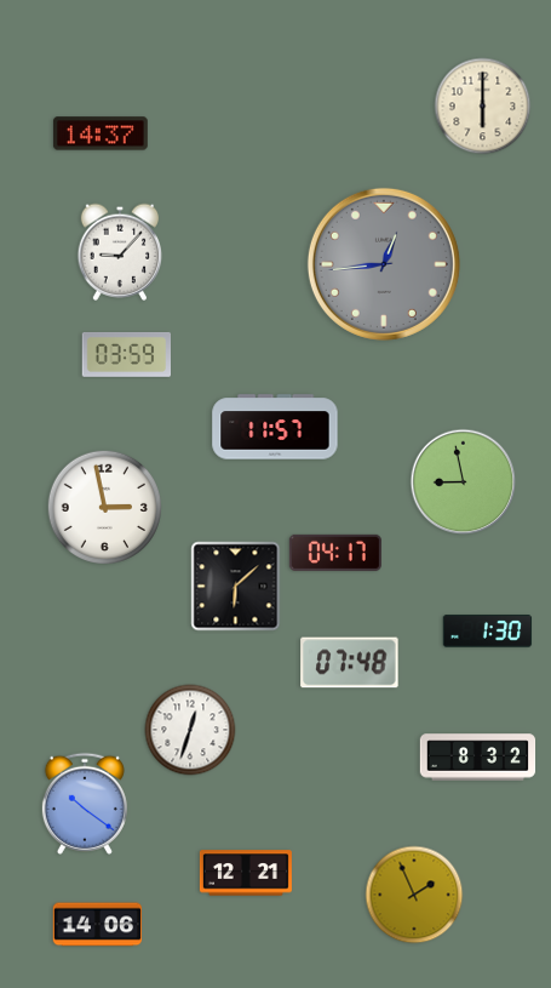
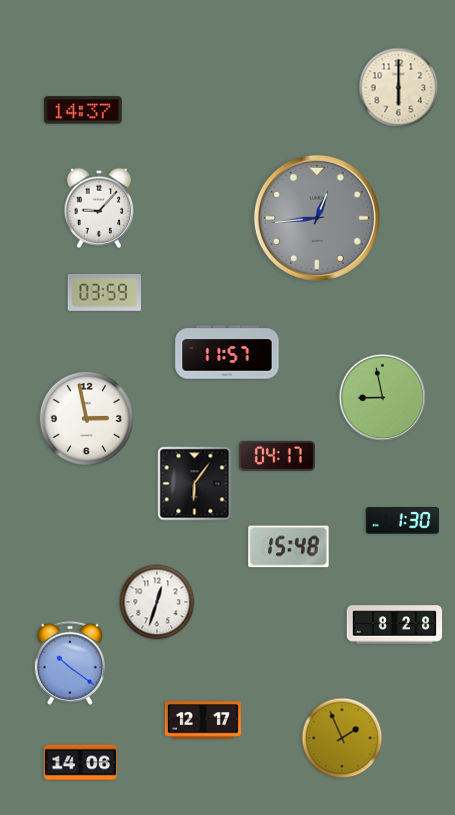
clock at (236, 587): 6:08 -> 6:06
clock at (350, 663): 07:48 -> 15:48
clock at (478, 758): 8:32 -> 8:28
clock at (246, 873): 12:21 -> 12:17
